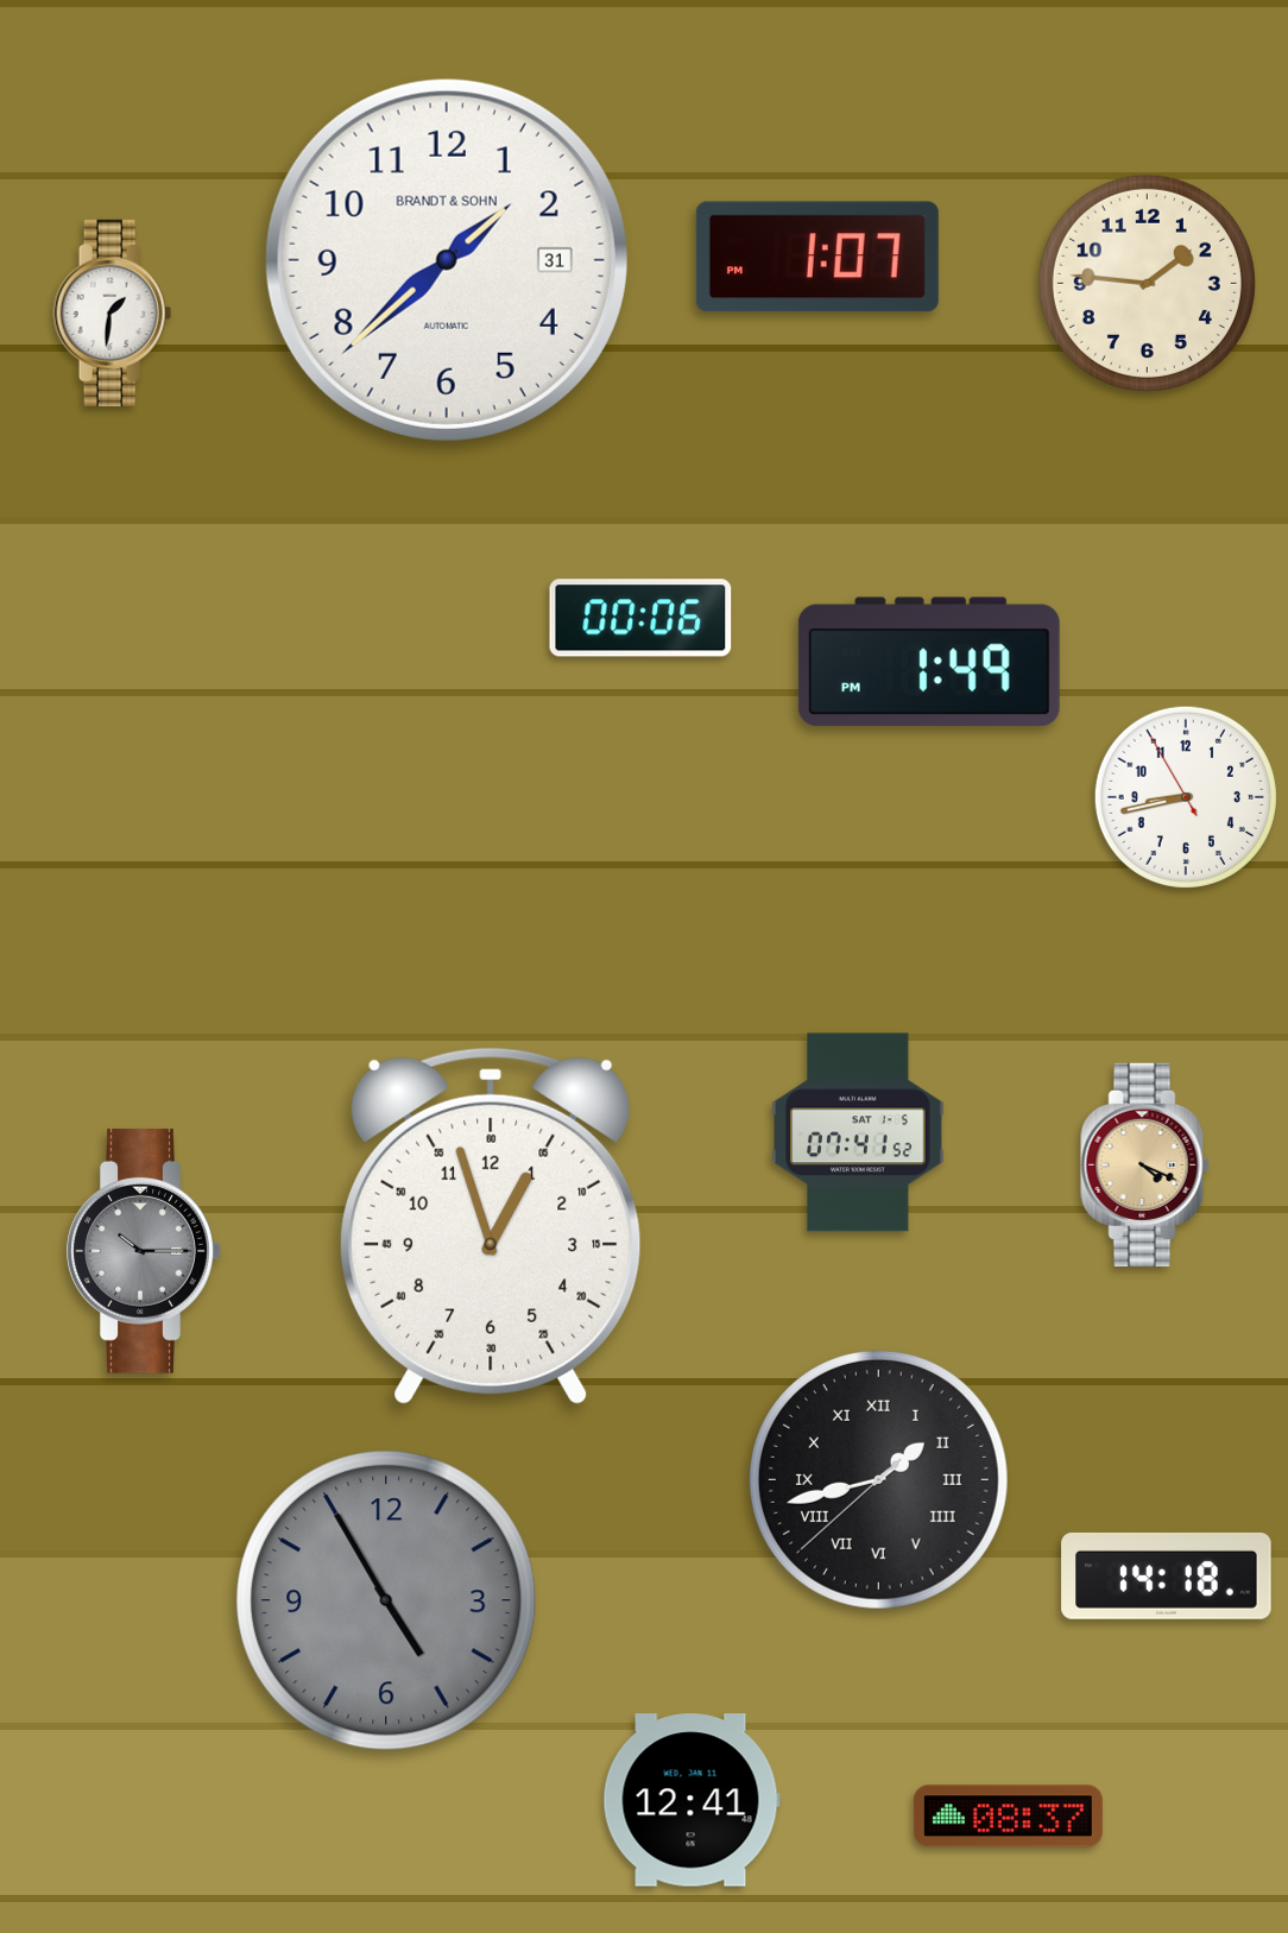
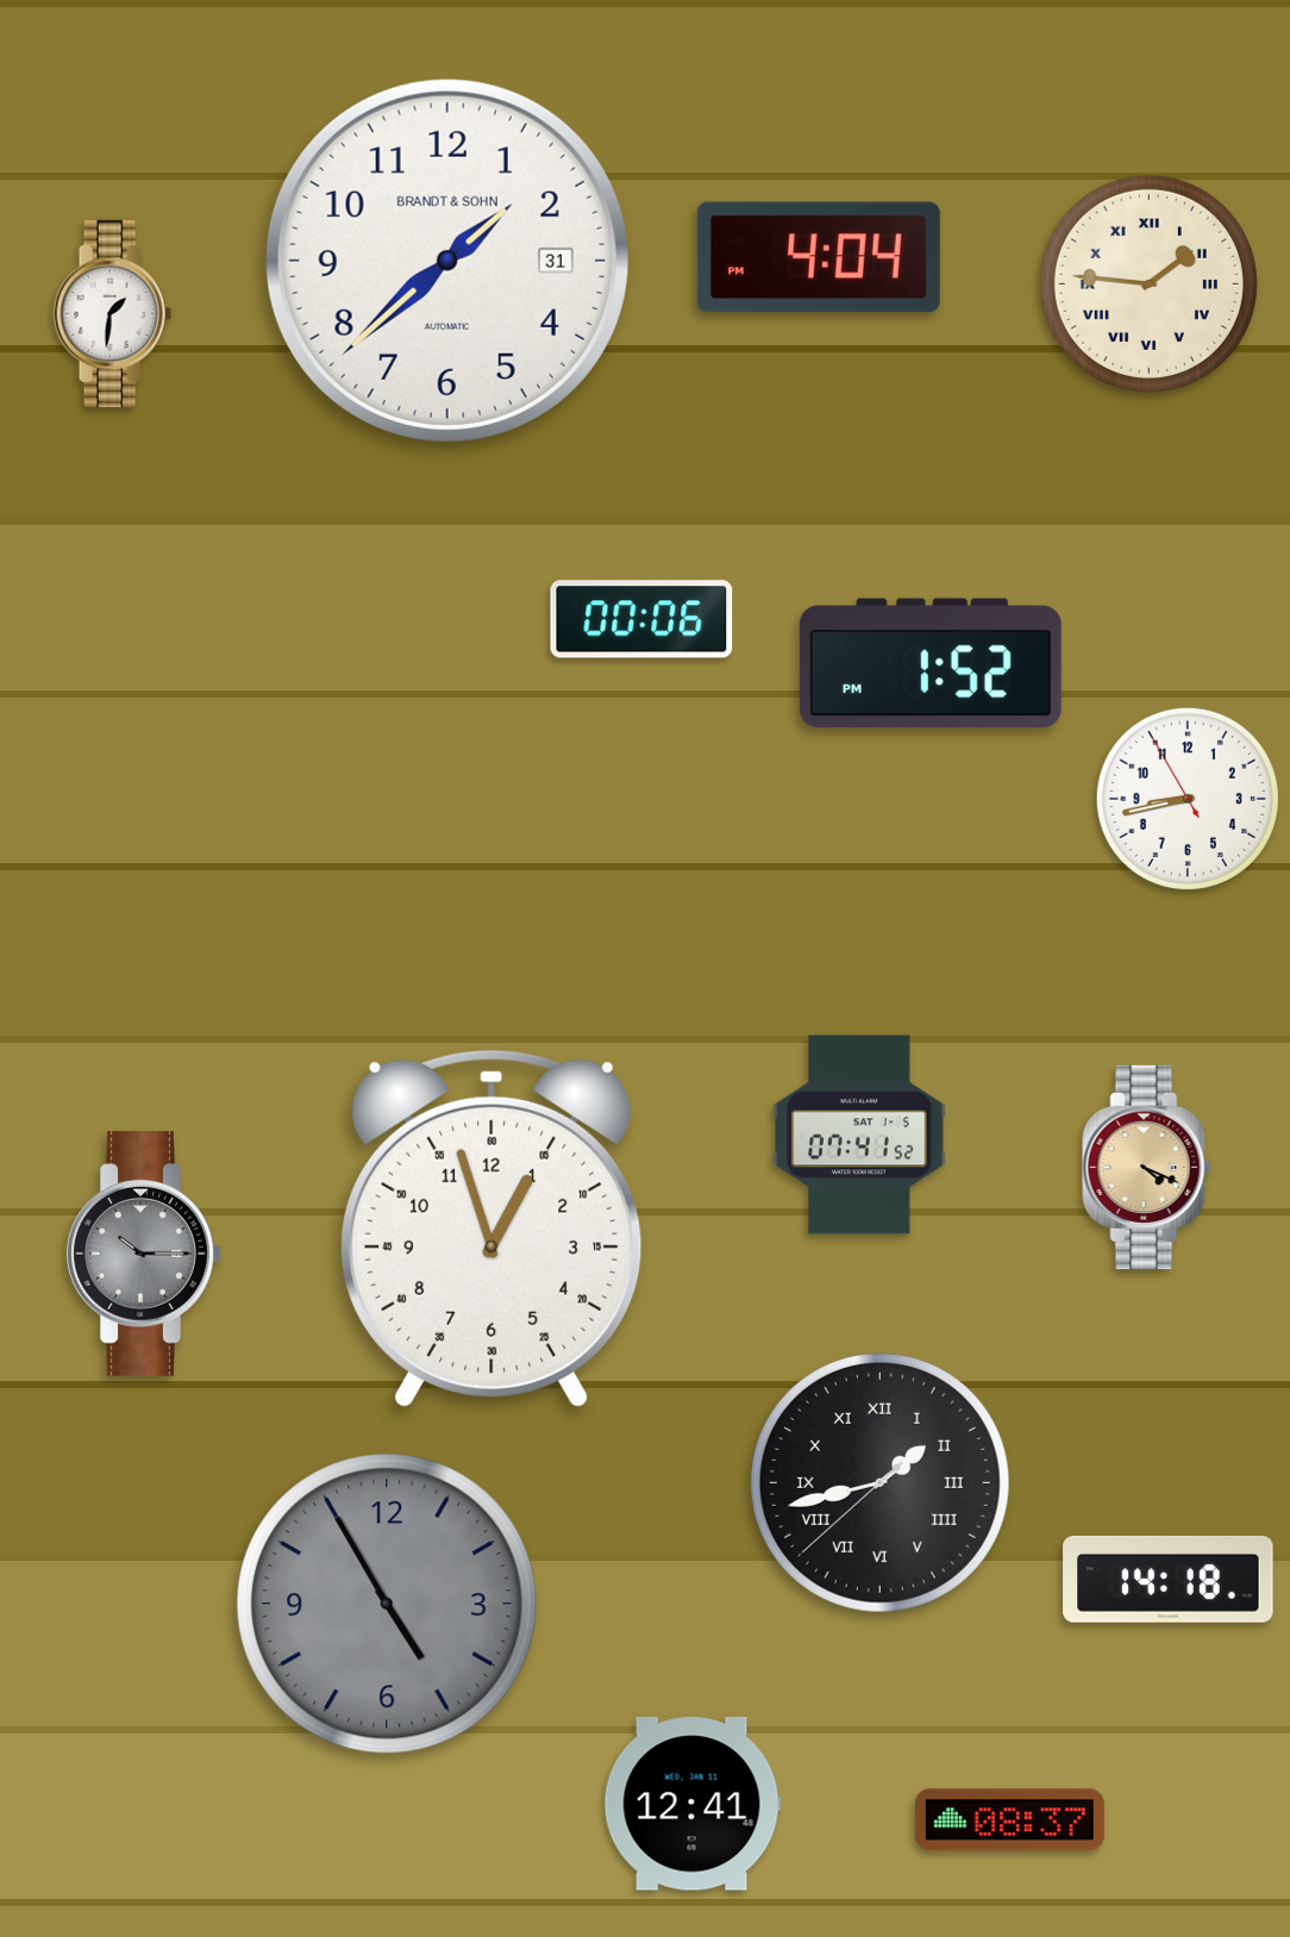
clock at (817, 257): 1:07 -> 4:04
clock at (1147, 283) numerals: Arabic -> Roman
clock at (929, 662): 1:49 -> 1:52
